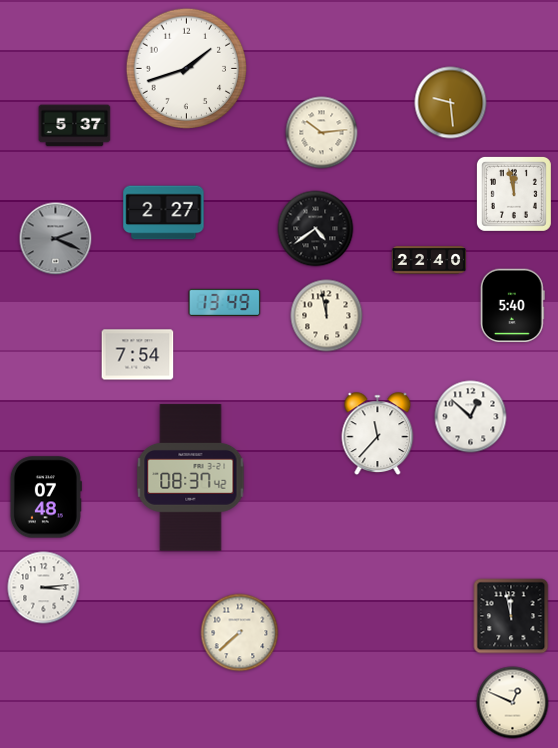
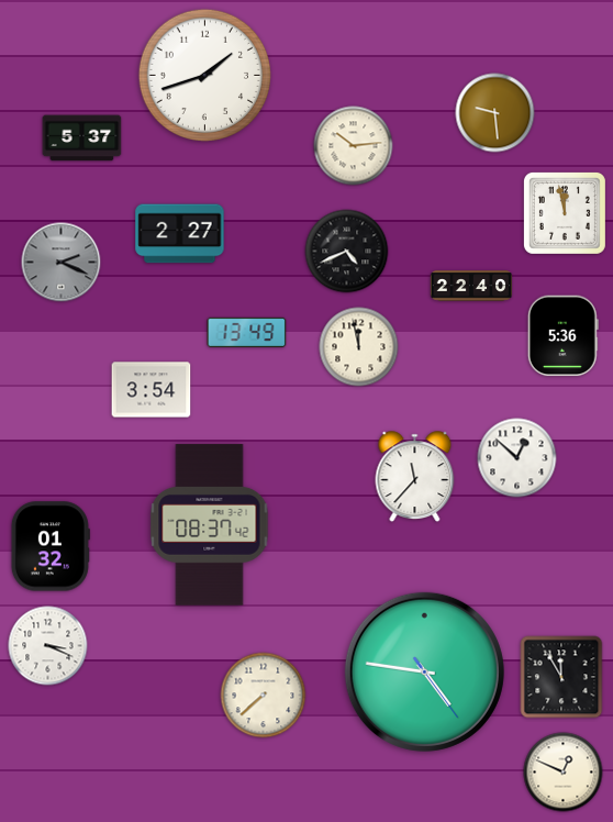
clock at (316, 229): 4:39 -> 4:41
clock at (512, 306): 5:40 -> 5:36
clock at (138, 355): 7:54 -> 3:54
clock at (46, 497): 07:48 -> 01:32
clock at (44, 588): 3:14 -> 3:19
clock at (424, 671): none -> 4:46
clock at (511, 616): 11:58 -> 11:55
